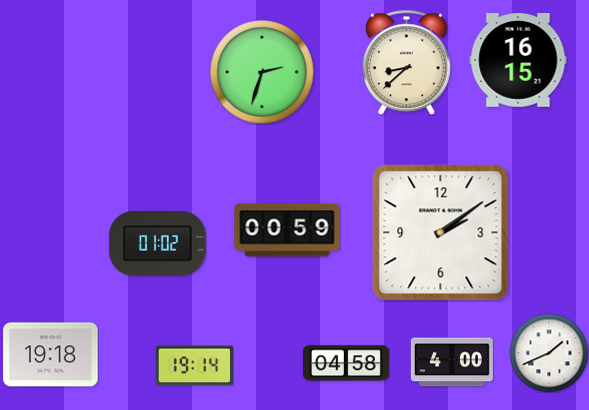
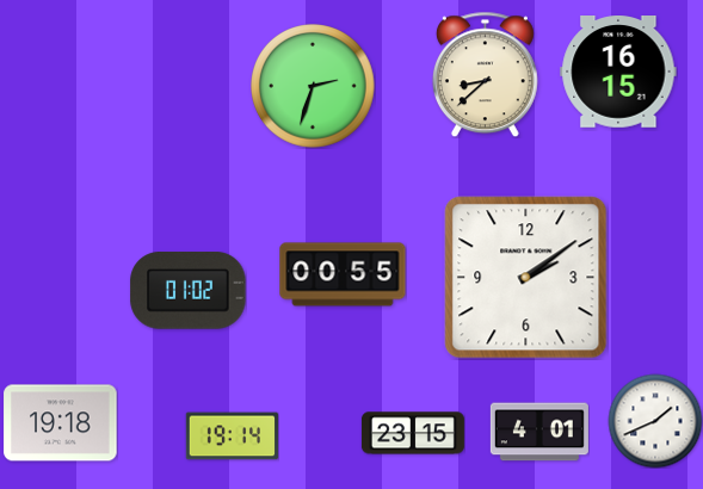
clock at (287, 230): 00:59 -> 00:55
clock at (452, 362): 4:00 -> 4:01
clock at (346, 363): 04:58 -> 23:15
